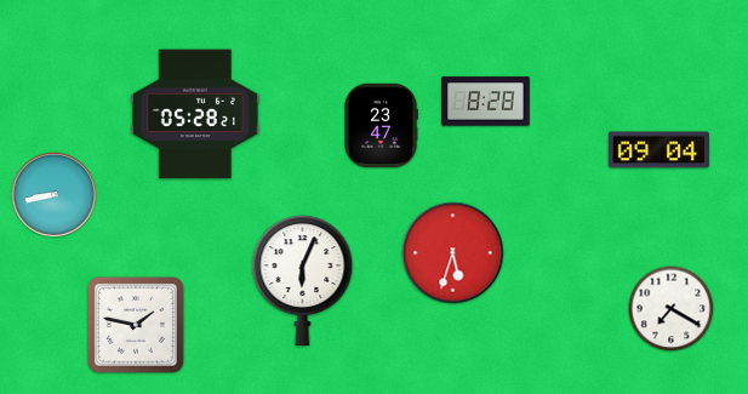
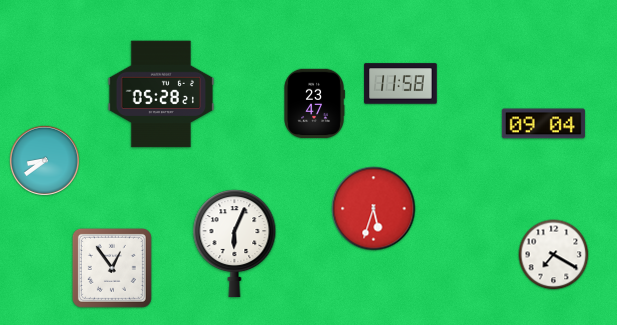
clock at (486, 102): 8:28 -> 11:58
clock at (53, 194): 8:43 -> 8:39
clock at (303, 281) position: (303, 281) -> (235, 244)
clock at (136, 325): 1:47 -> 12:54
